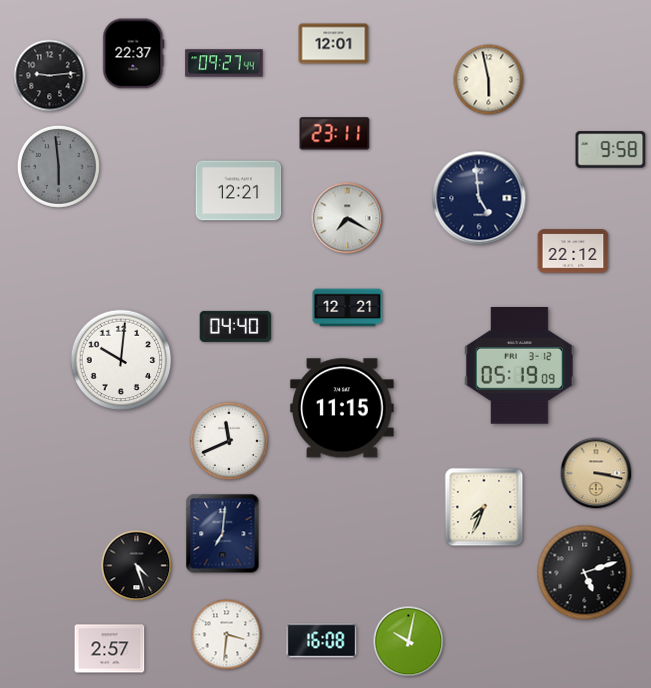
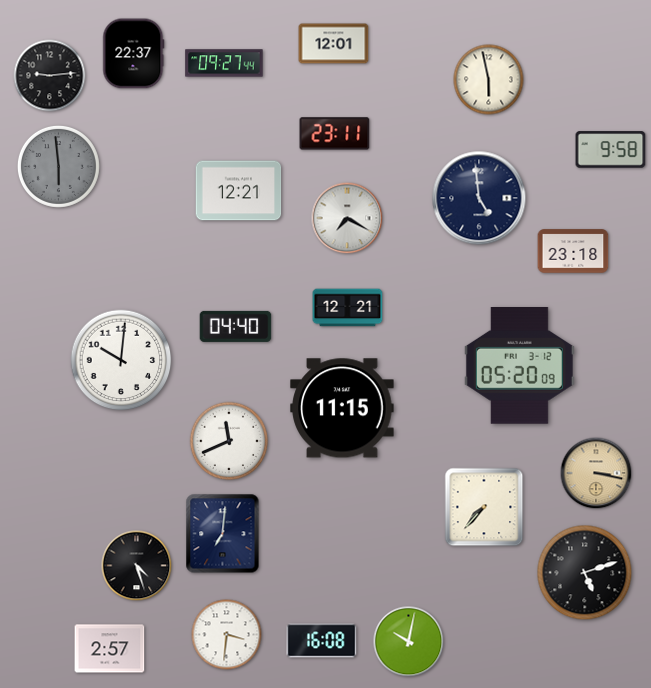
clock at (573, 251): 22:12 -> 23:18
clock at (519, 366): 05:19 -> 05:20
clock at (484, 507): 7:34 -> 7:37
